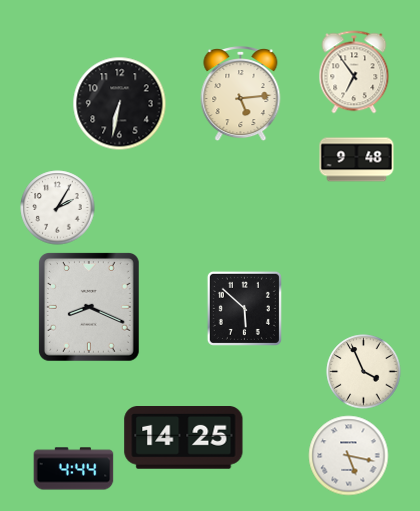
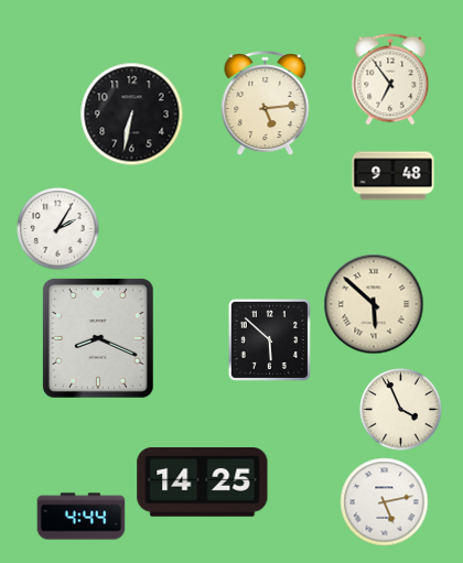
clock at (58, 208) position: (58, 208) -> (58, 229)
clock at (374, 304): none -> 5:52
clock at (349, 456): 5:17 -> 5:13
